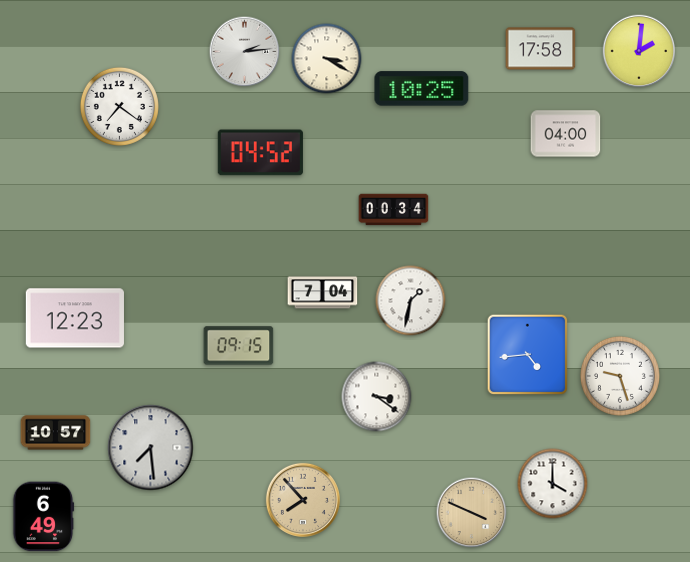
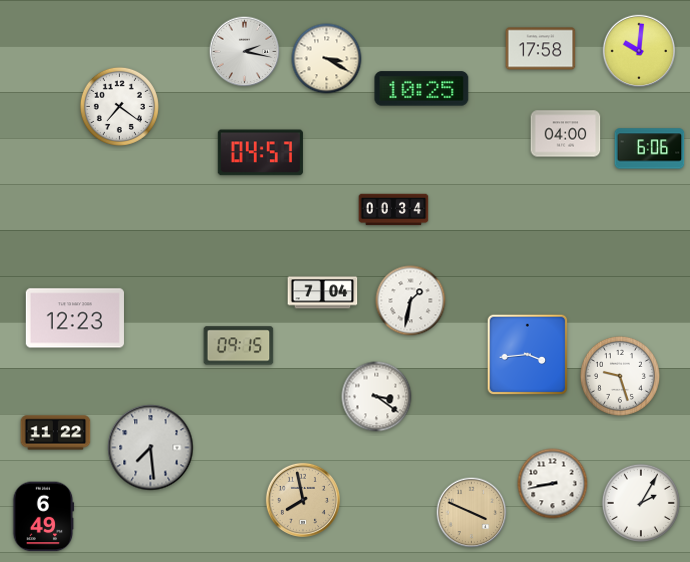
clock at (639, 51): 2:01 -> 10:01
clock at (245, 52): 2:14 -> 2:17
clock at (650, 149): none -> 6:06
clock at (260, 153): 04:52 -> 04:57
clock at (528, 355): 4:44 -> 3:44
clock at (56, 433): 10:57 -> 11:22
clock at (553, 484): 4:00 -> 8:43
clock at (303, 500): 7:53 -> 7:58
clock at (641, 503): none -> 2:05
